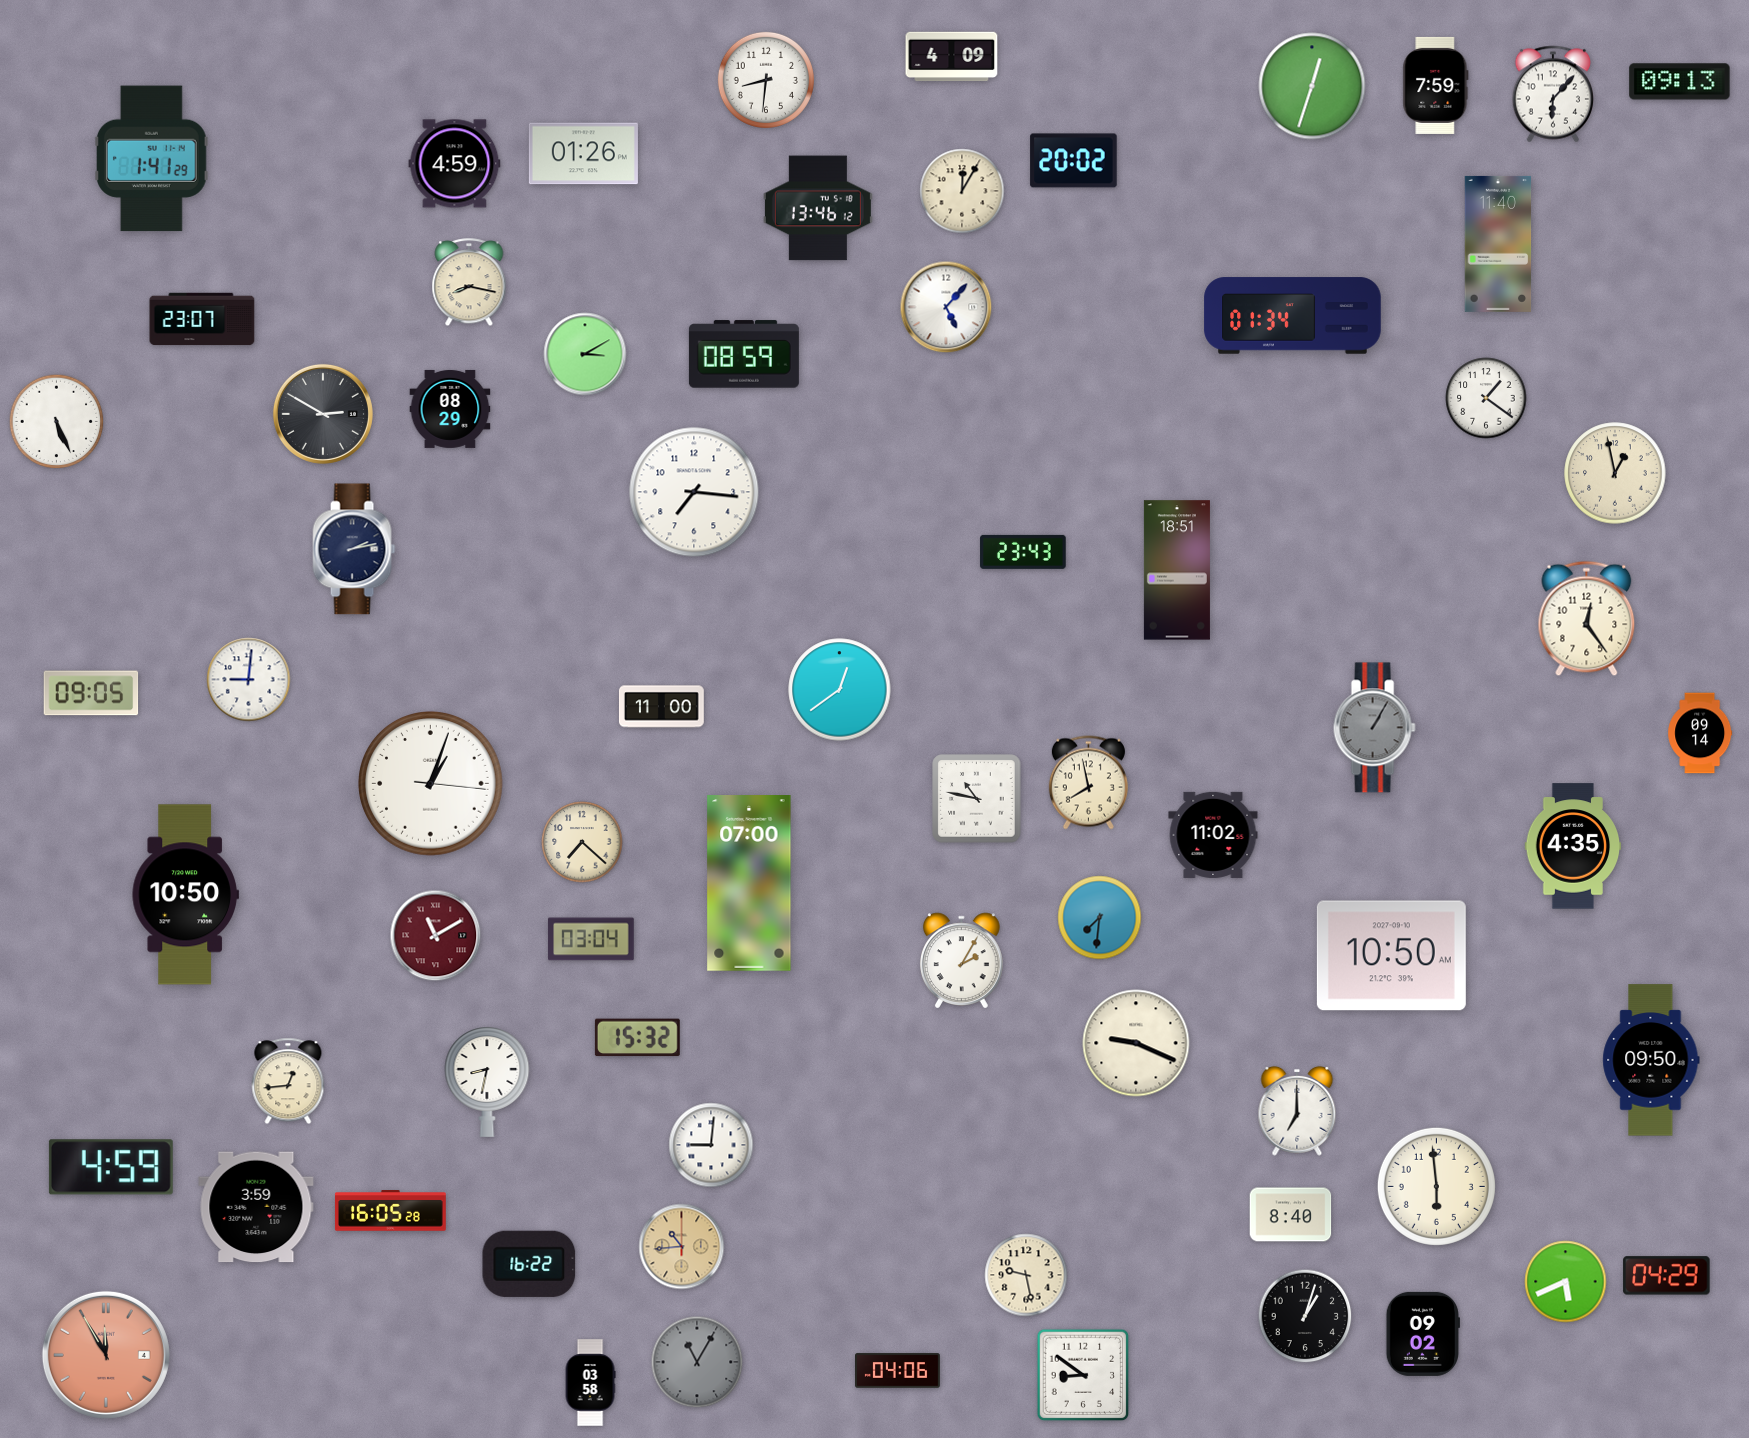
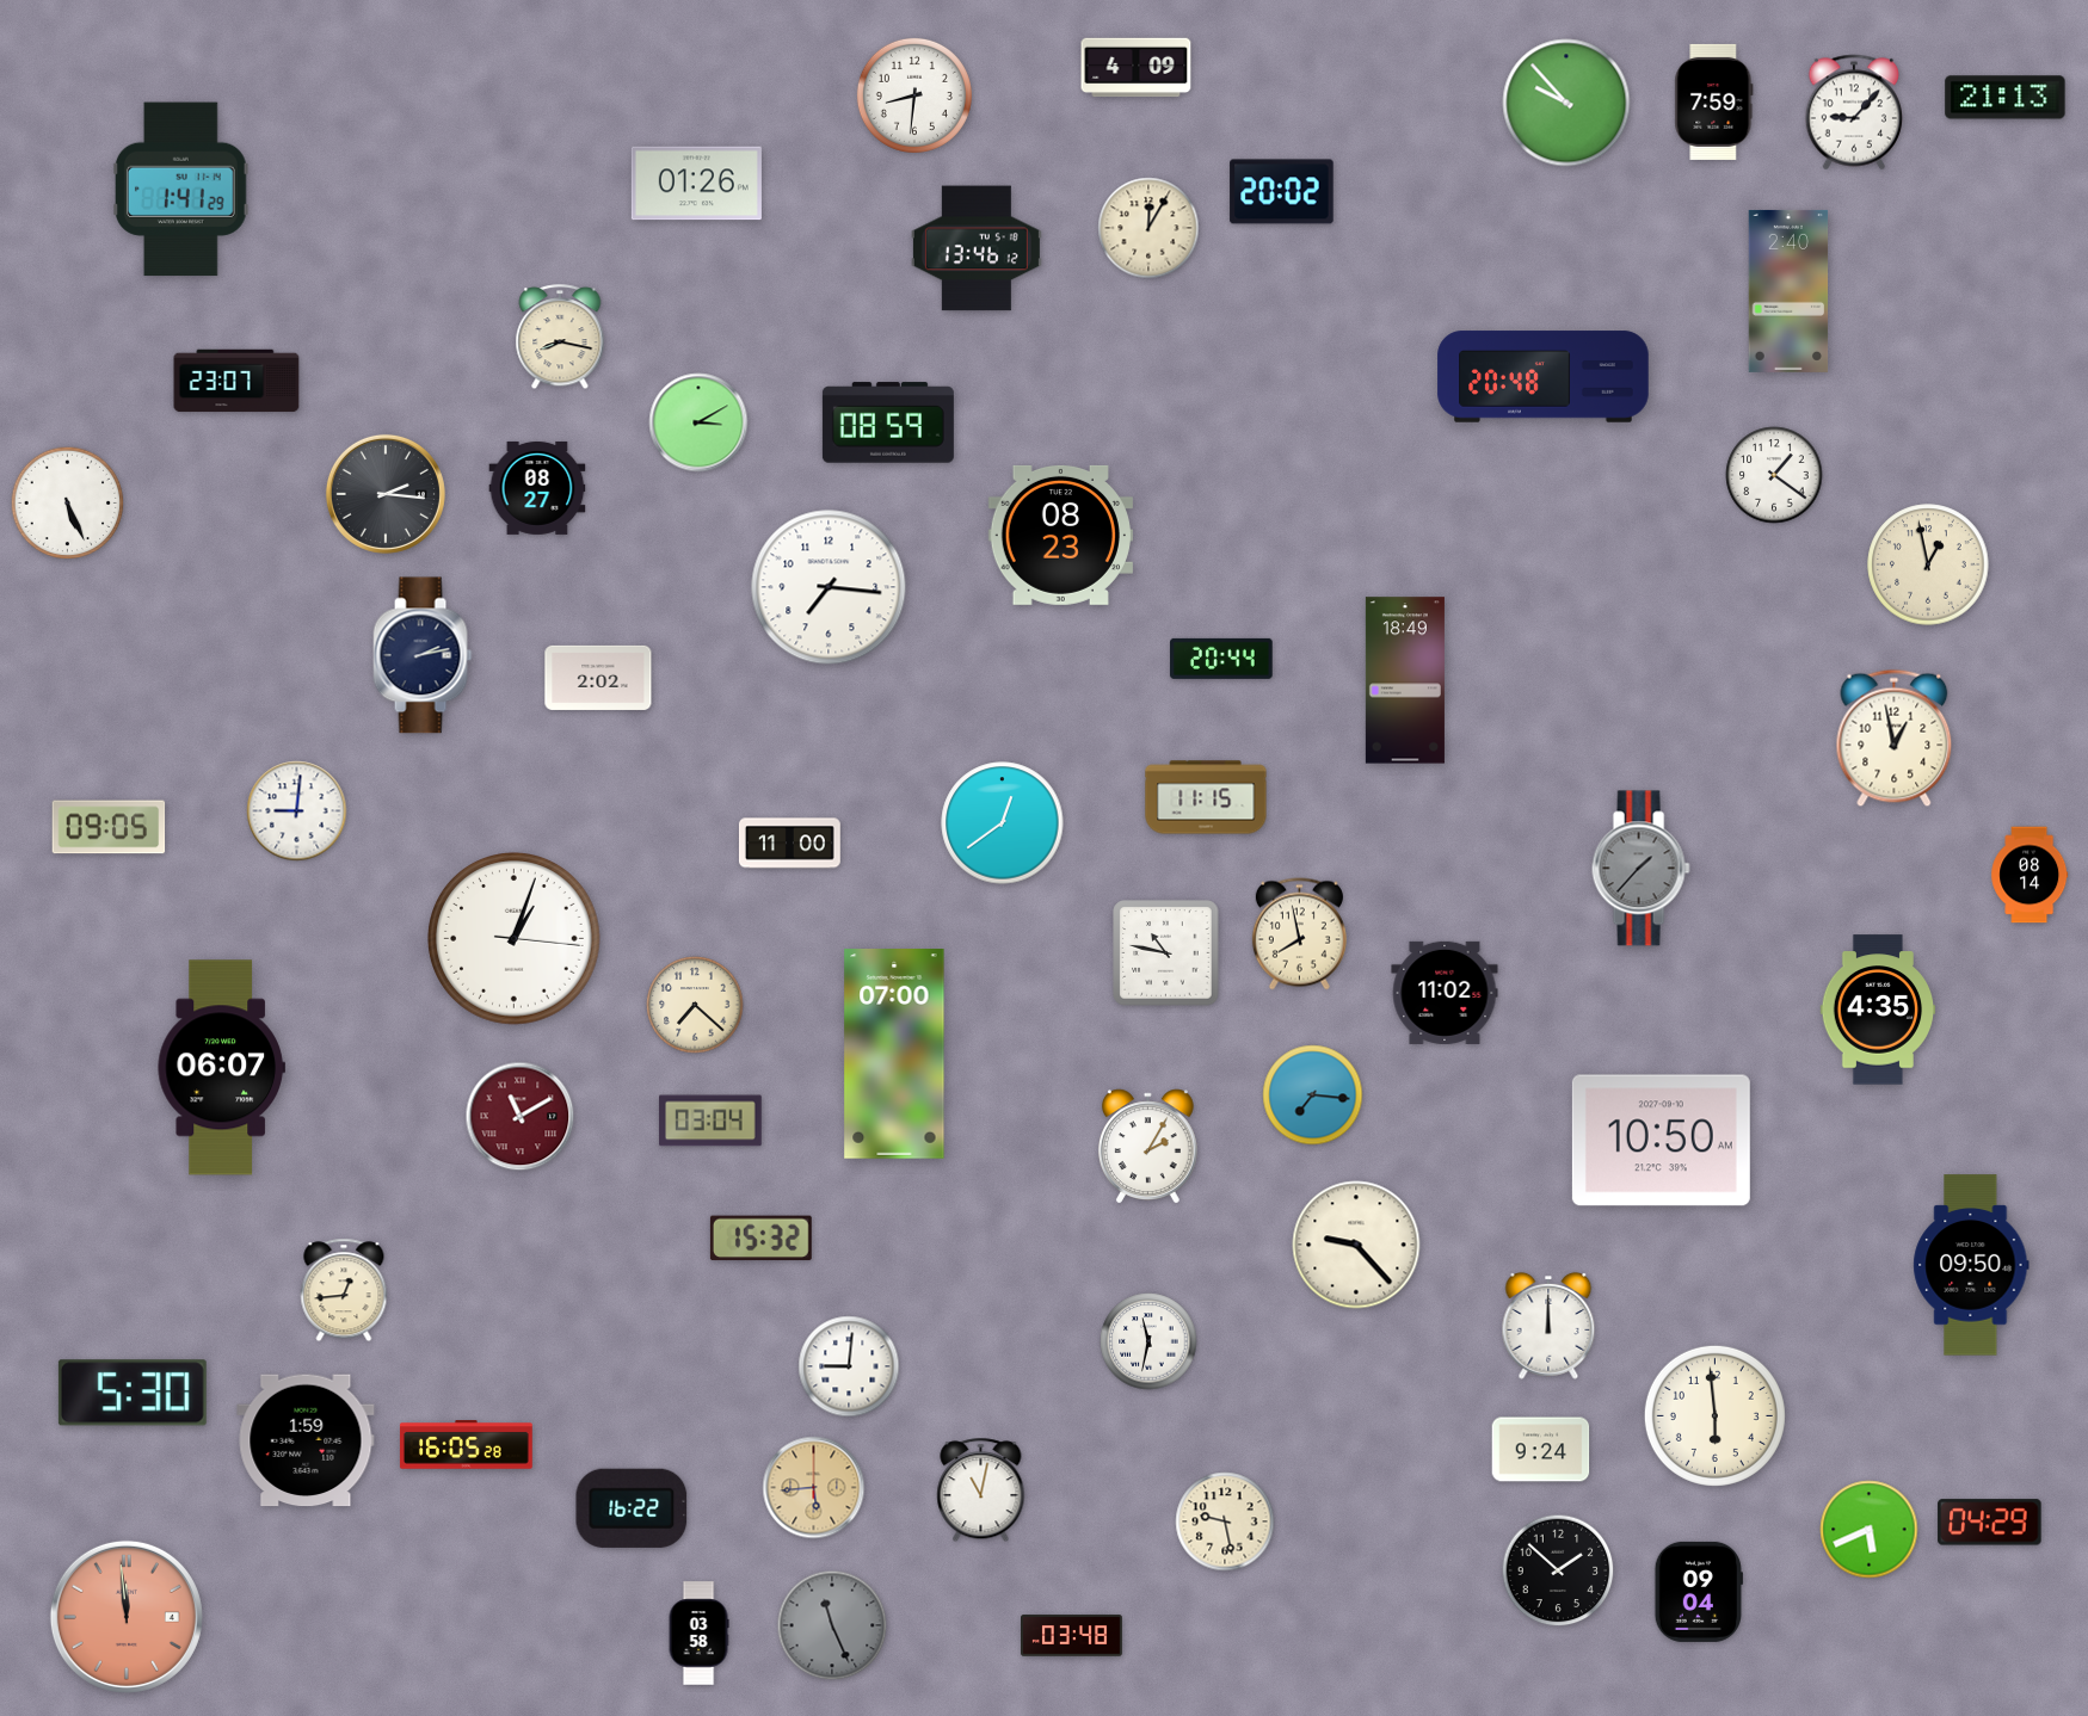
clock at (1680, 82): 09:13 -> 21:13
clock at (1312, 86): 12:33 -> 9:53
clock at (1552, 94): 6:07 -> 9:07
clock at (455, 164): 4:59 -> none
clock at (1498, 244): 11:40 -> 2:40
clock at (946, 307): 5:07 -> none
clock at (1293, 316): 01:34 -> 20:48
clock at (202, 319) position: (202, 319) -> (236, 381)
clock at (450, 409): 08:29 -> 08:27
clock at (323, 414): 2:50 -> 2:16
clock at (1060, 535): none -> 08:23
clock at (1023, 552): 23:43 -> 20:44
clock at (598, 678): none -> 2:02
clock at (1177, 570): 18:51 -> 18:49
clock at (1587, 619): 12:24 -> 12:58
clock at (1206, 797): none -> 11:15
clock at (1374, 728): 1:05 -> 1:37
clock at (1700, 733): 09:14 -> 08:14
clock at (431, 784) position: (431, 784) -> (515, 939)
clock at (1213, 835) position: (1213, 835) -> (1445, 993)
clock at (185, 895): 10:50 -> 06:07
clock at (1100, 918): 7:31 -> 7:16
clock at (591, 939) position: (591, 939) -> (710, 1121)
clock at (1136, 1043): 9:19 -> 9:23
clock at (487, 1082): 8:32 -> none
clock at (1297, 1111): 7:00 -> 12:00
clock at (1148, 1341): none -> 11:32
clock at (111, 1167): 4:59 -> 5:30
clock at (256, 1207): 3:59 -> 1:59
clock at (1291, 1215): 8:40 -> 9:24
clock at (682, 1247): 10:44 -> 5:44
clock at (981, 1490): none -> 11:02
clock at (1305, 1316): 1:03 -> 1:52
clock at (1423, 1334): 09:02 -> 09:04
clock at (106, 1355): 11:55 -> 11:59
clock at (697, 1362): 11:05 -> 11:26
clock at (898, 1371): 04:06 -> 03:48
clock at (1083, 1375): 8:51 -> none
clock at (590, 1383) position: (590, 1383) -> (698, 1634)
